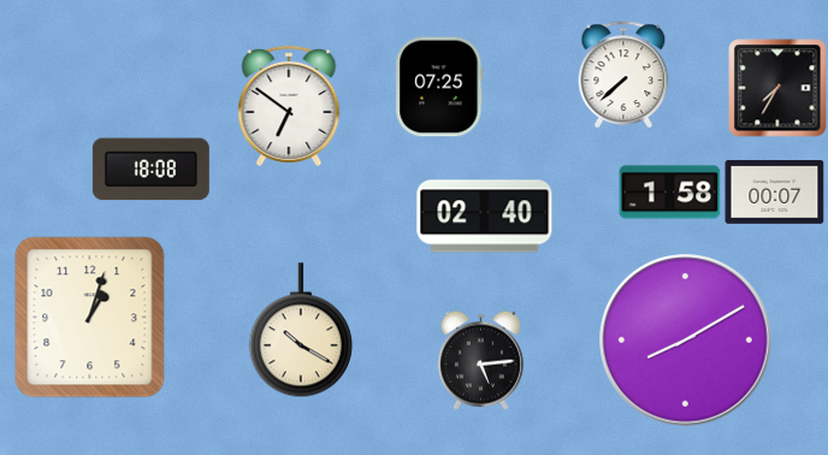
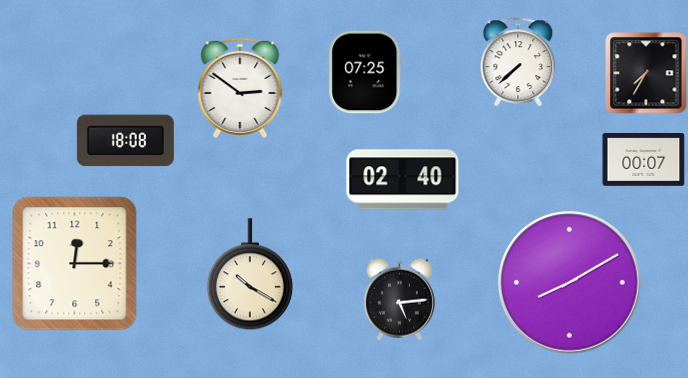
clock at (289, 106): 6:51 -> 2:51
clock at (670, 193): 1:58 -> none
clock at (90, 318): 1:03 -> 12:15
